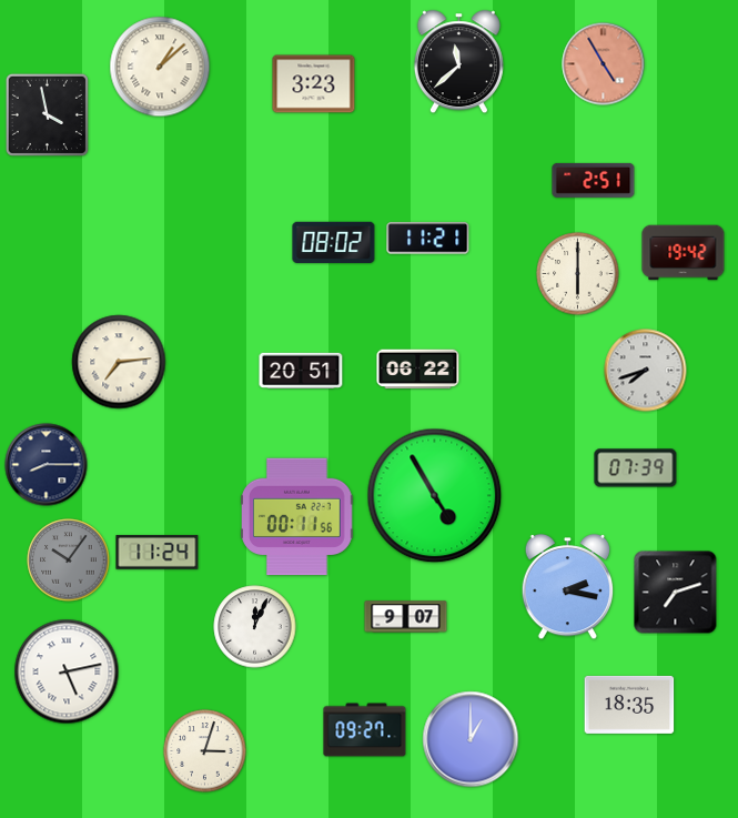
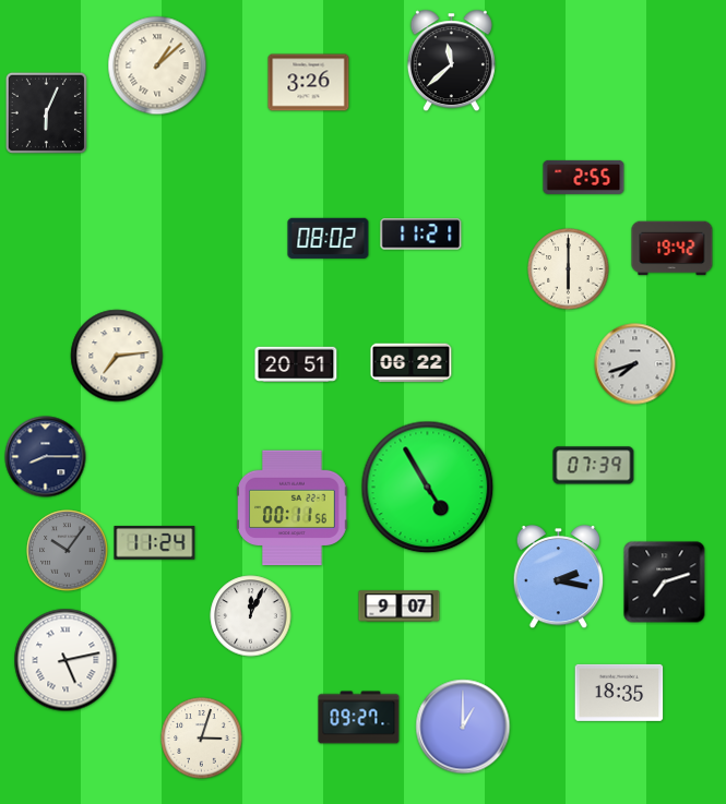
clock at (604, 64): 4:55 -> none
clock at (314, 84): 3:23 -> 3:26
clock at (47, 114): 3:58 -> 6:04
clock at (594, 180): 2:51 -> 2:55
clock at (636, 468) position: (636, 468) -> (594, 466)
